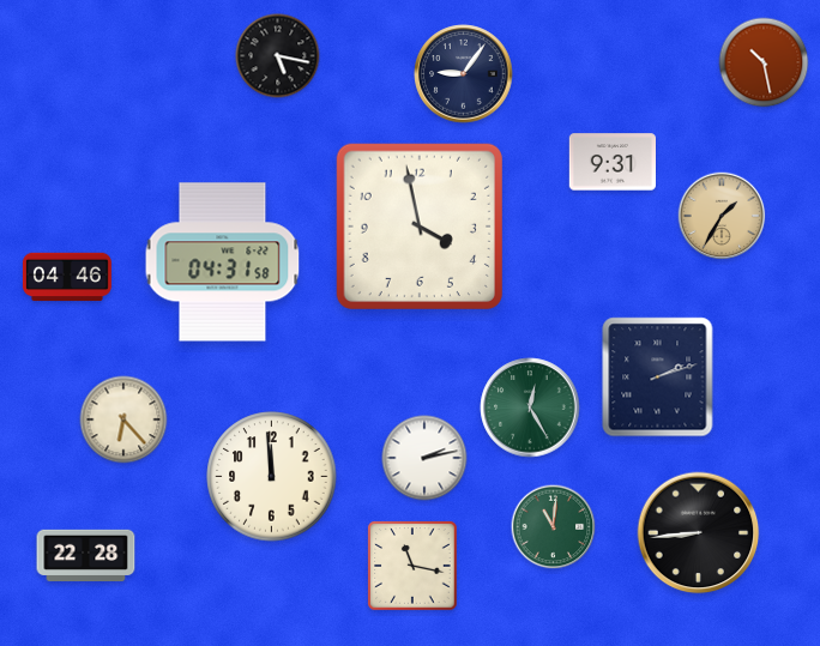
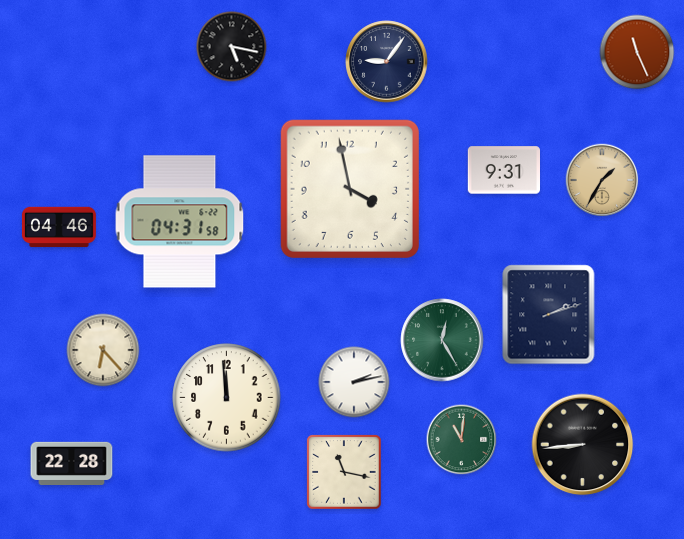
clock at (764, 62): 10:28 -> 11:26
clock at (611, 162) position: (611, 162) -> (503, 170)
clock at (223, 262) position: (223, 262) -> (180, 222)
clock at (67, 277) position: (67, 277) -> (59, 227)
